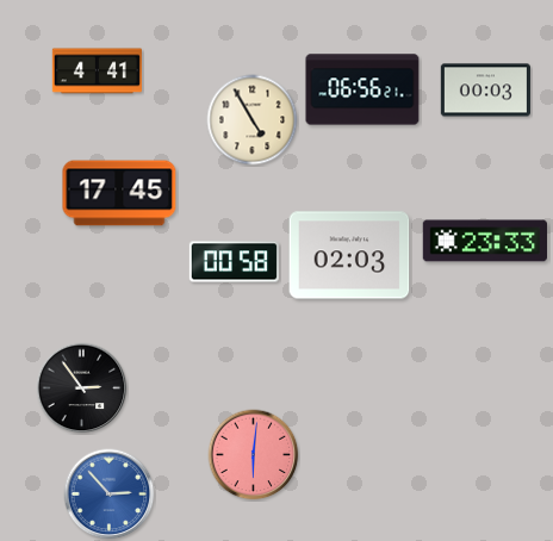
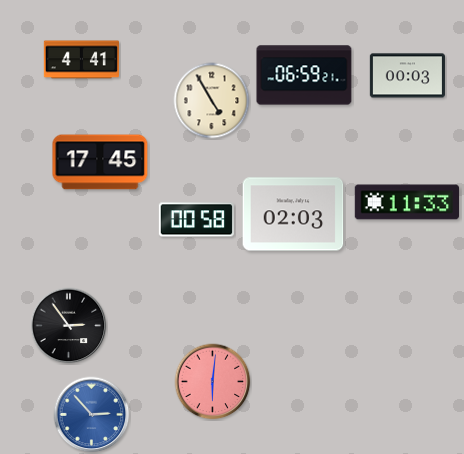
clock at (362, 89): 06:56 -> 06:59
clock at (484, 241): 23:33 -> 11:33
